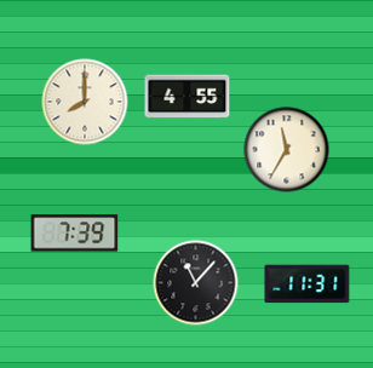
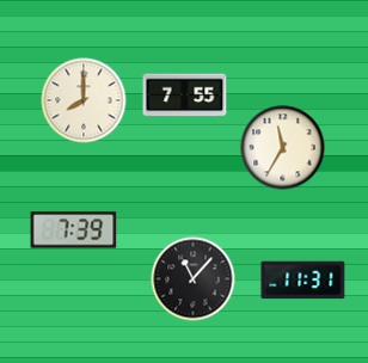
clock at (188, 97): 4:55 -> 7:55
